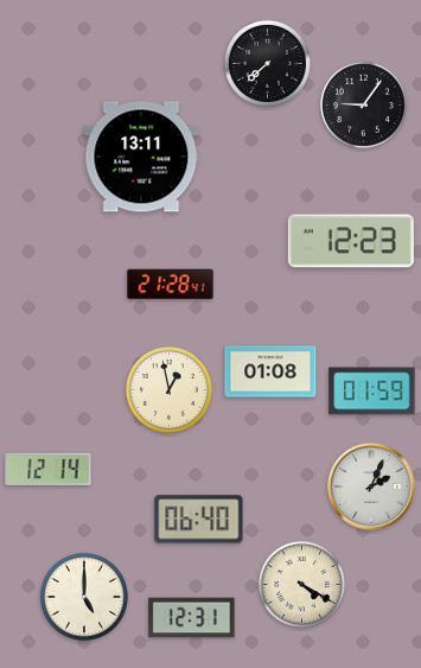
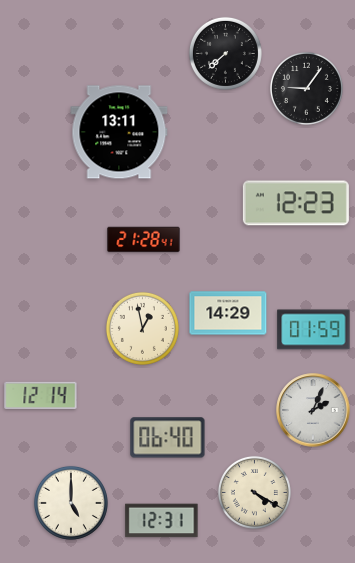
clock at (270, 371): 01:08 -> 14:29
